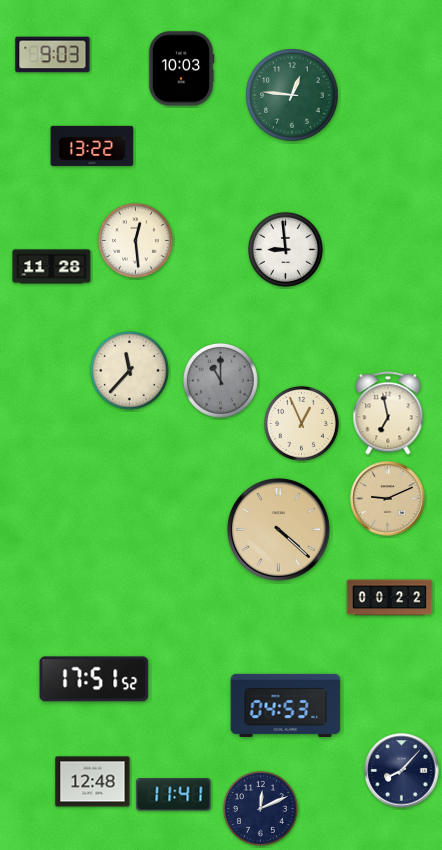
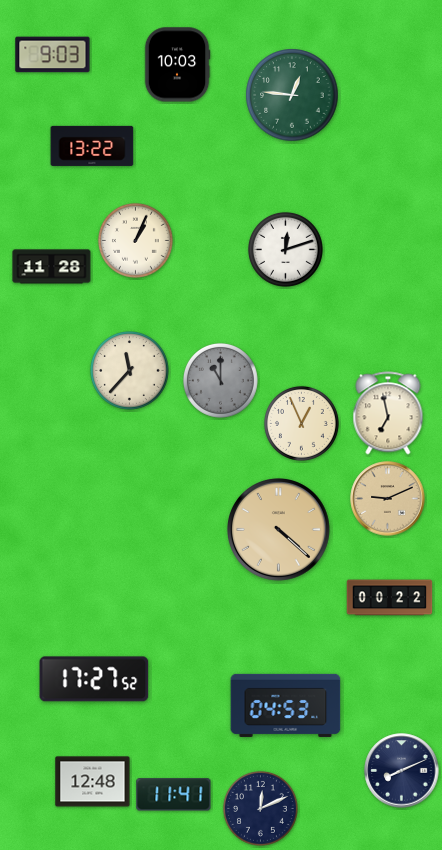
clock at (181, 69) position: (181, 69) -> (177, 65)
clock at (135, 240): 12:29 -> 1:04
clock at (285, 249): 8:59 -> 12:12
clock at (94, 679): 17:51 -> 17:27
clock at (402, 771): 8:07 -> 8:11
